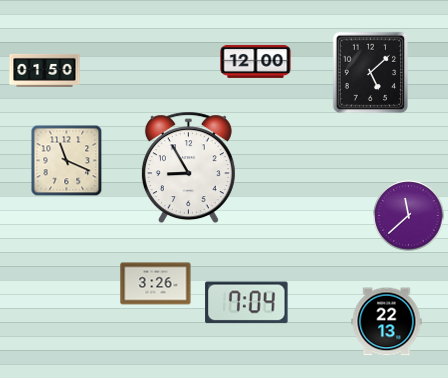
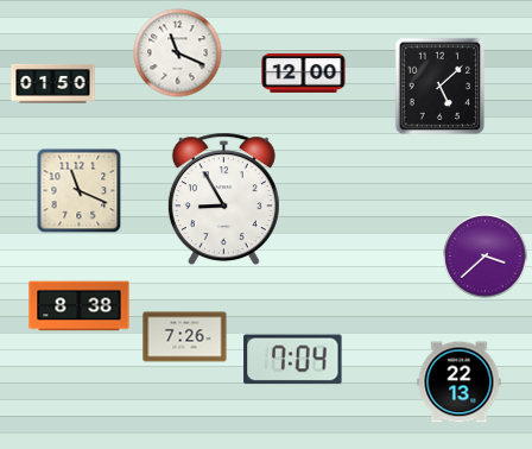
clock at (178, 53): none -> 11:19
clock at (409, 216): 11:38 -> 3:38
clock at (80, 306): none -> 8:38
clock at (156, 284): 3:26 -> 7:26
